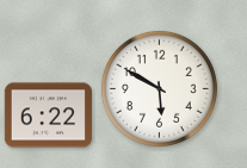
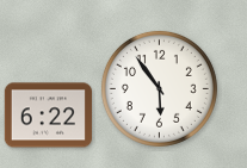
clock at (159, 88): 5:50 -> 5:54
